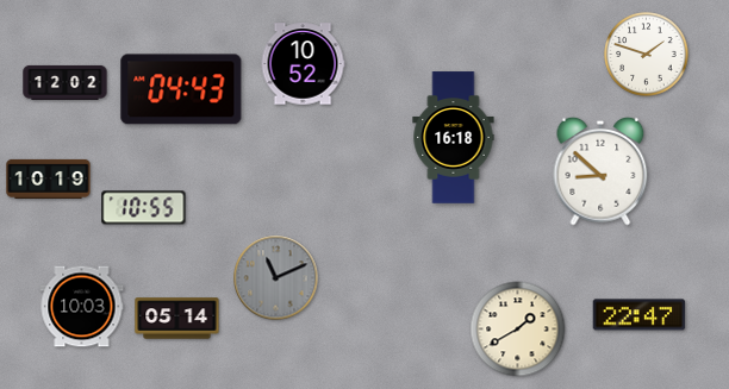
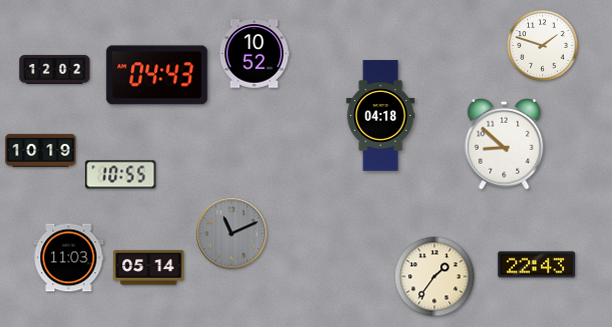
clock at (181, 89) position: (181, 89) -> (157, 75)
clock at (454, 138): 16:18 -> 04:18
clock at (82, 307): 10:03 -> 11:03
clock at (640, 315): 22:47 -> 22:43
clock at (518, 330): 1:40 -> 1:36
